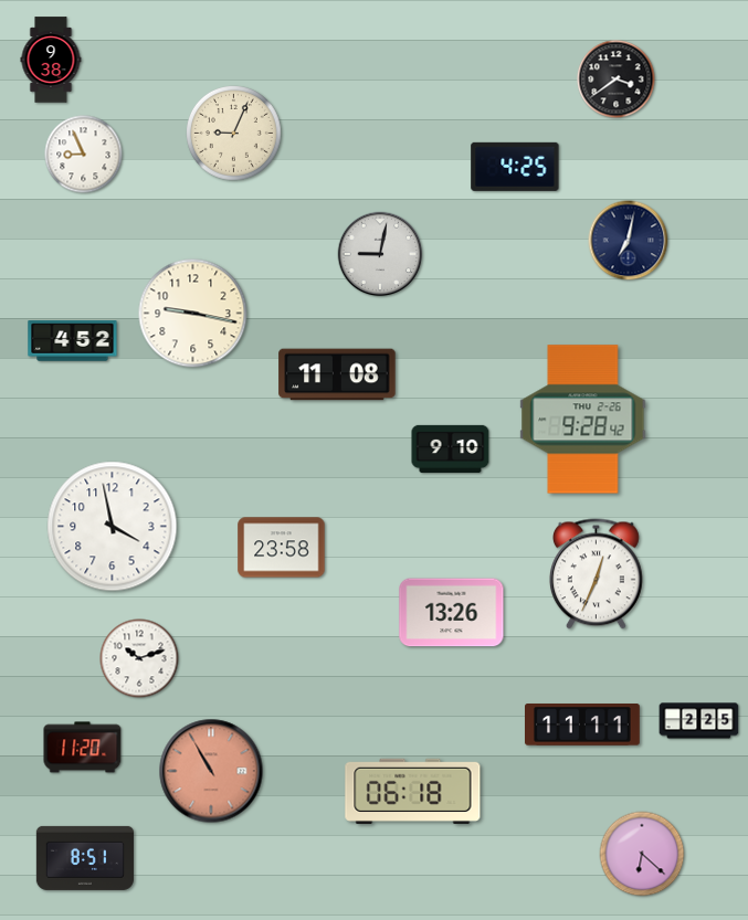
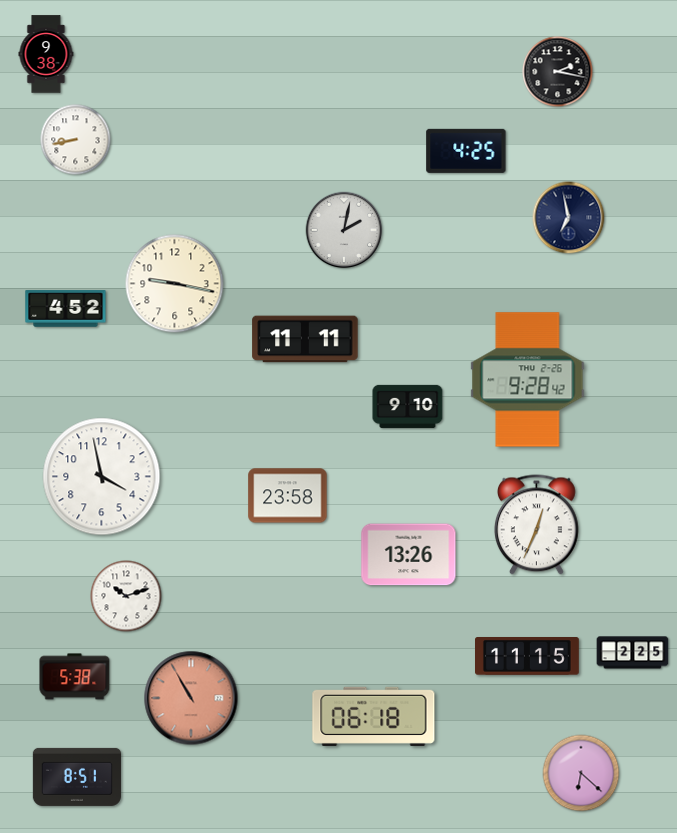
clock at (617, 80): 3:39 -> 2:17
clock at (234, 134): 9:04 -> none
clock at (84, 155): 8:56 -> 8:43
clock at (629, 241): 7:02 -> 6:58
clock at (380, 254): 9:02 -> 2:02
clock at (337, 374): 11:08 -> 11:11
clock at (282, 548) position: (282, 548) -> (288, 496)
clock at (597, 574) position: (597, 574) -> (537, 525)
clock at (583, 726): 11:11 -> 11:15
clock at (83, 748): 11:20 -> 5:38
